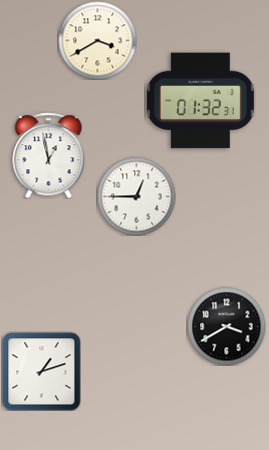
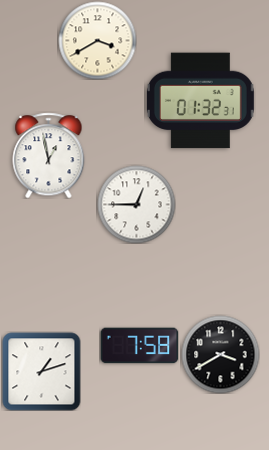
clock at (136, 196) position: (136, 196) -> (136, 204)
clock at (226, 326) position: (226, 326) -> (220, 354)
clock at (139, 346): none -> 7:58
